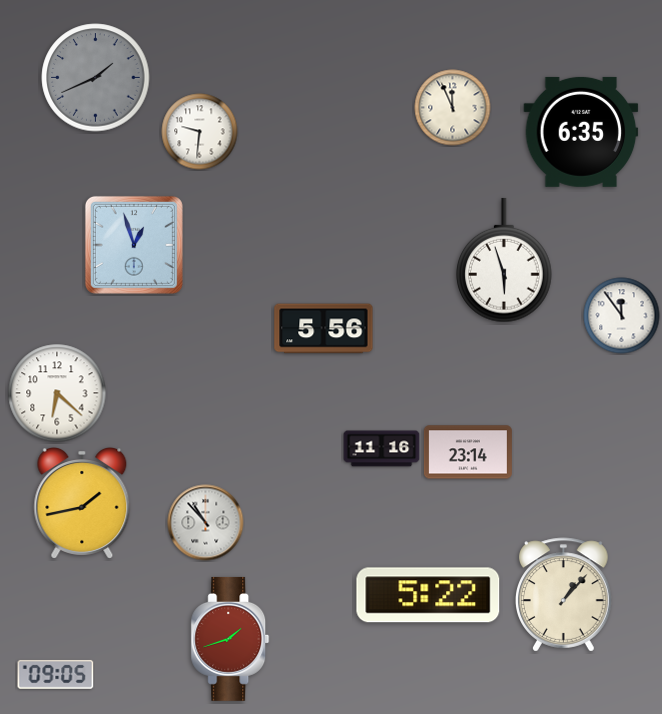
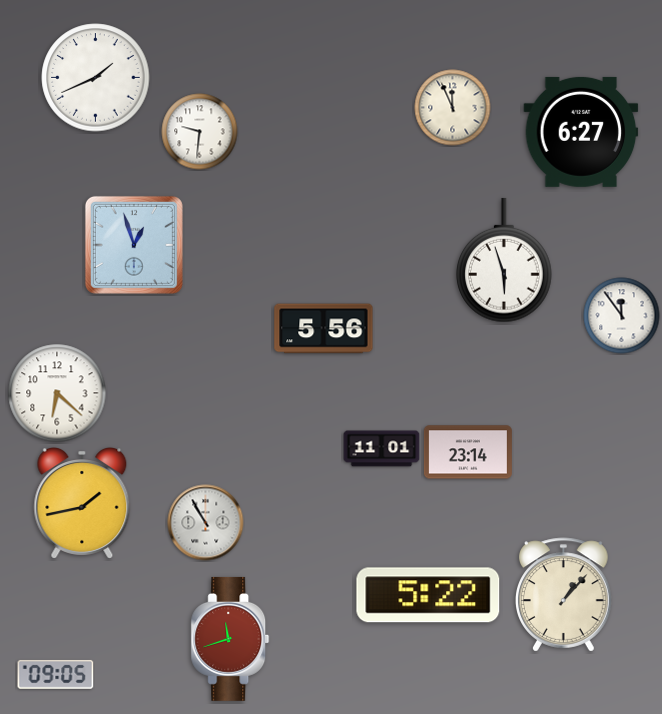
clock at (96, 78) dial: grey -> white
clock at (581, 132): 6:35 -> 6:27
clock at (382, 449): 11:16 -> 11:01
clock at (206, 523): 10:53 -> 10:55
clock at (230, 639): 1:42 -> 11:42
